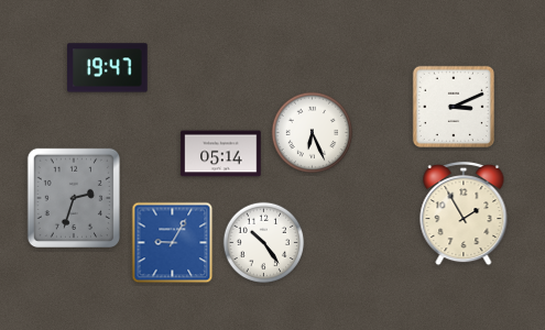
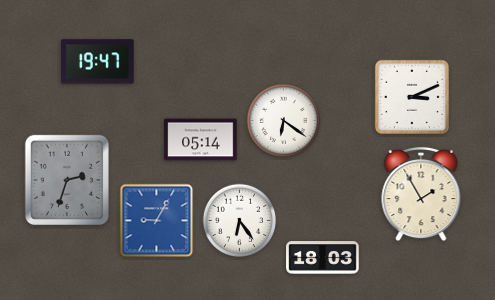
clock at (313, 133): 6:26 -> 6:21
clock at (264, 243): 10:24 -> 6:24
clock at (323, 258): none -> 18:03
